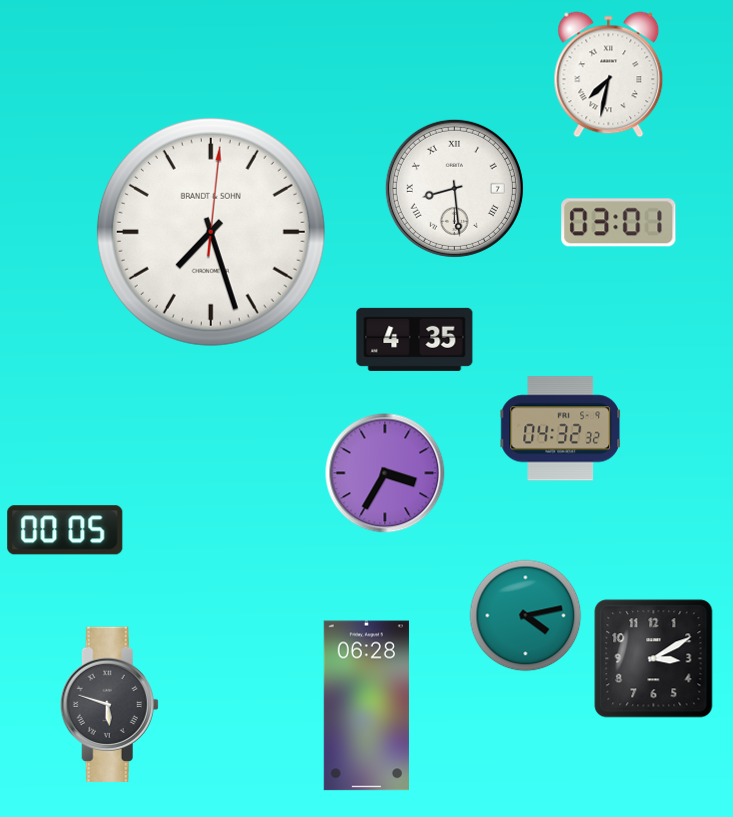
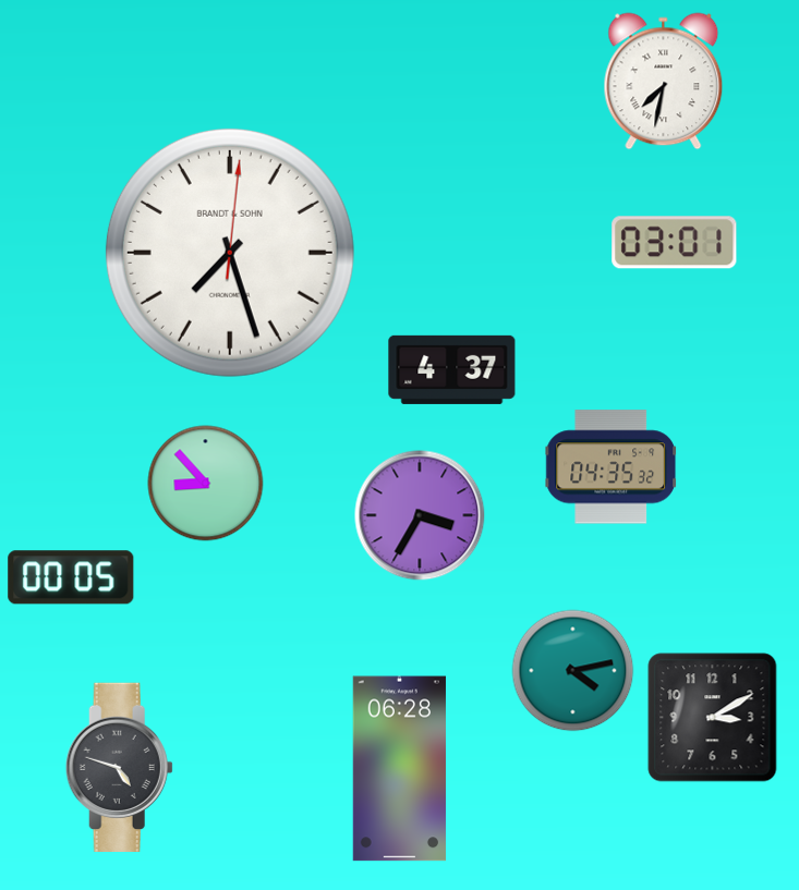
clock at (454, 188): 8:29 -> none
clock at (415, 339): 4:35 -> 4:37
clock at (561, 429): 04:32 -> 04:35
clock at (206, 484): none -> 8:53
clock at (109, 704): 5:48 -> 4:48
